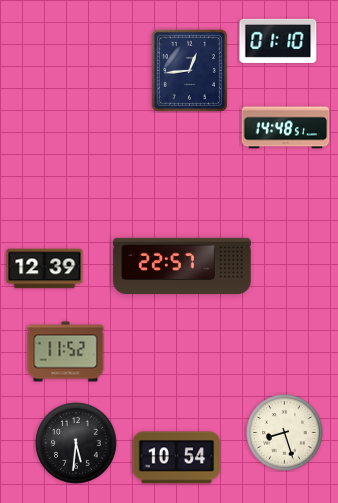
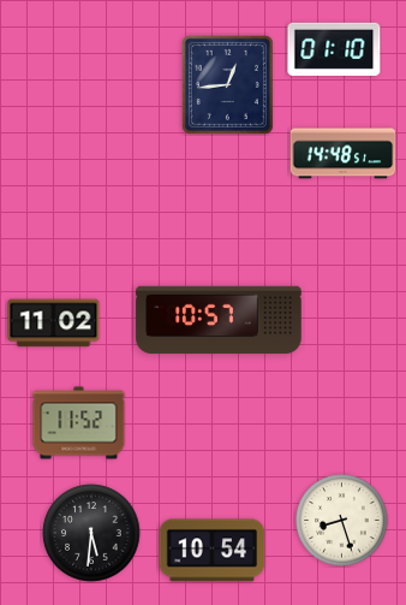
clock at (182, 266): 22:57 -> 10:57
clock at (45, 269): 12:39 -> 11:02
